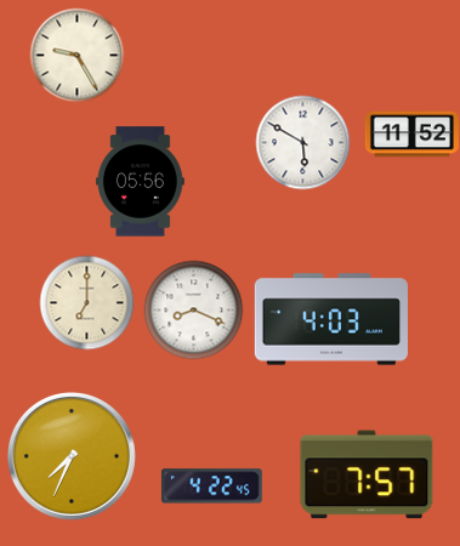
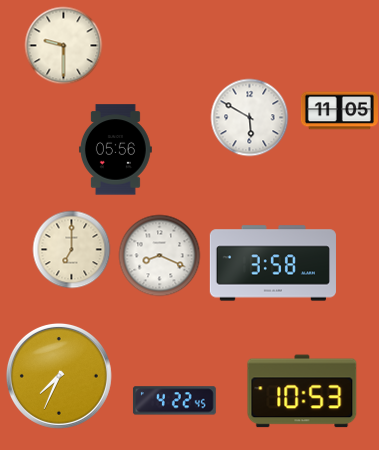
clock at (76, 55): 9:25 -> 9:30
clock at (411, 135): 11:52 -> 11:05
clock at (331, 319): 4:03 -> 3:58
clock at (367, 474): 7:57 -> 10:53
